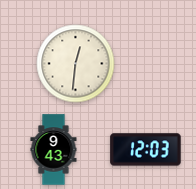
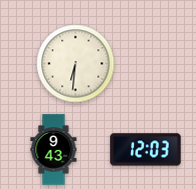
clock at (76, 64): 12:31 -> 6:31
